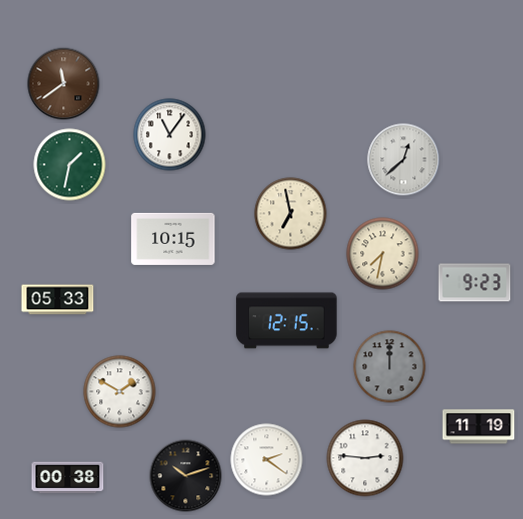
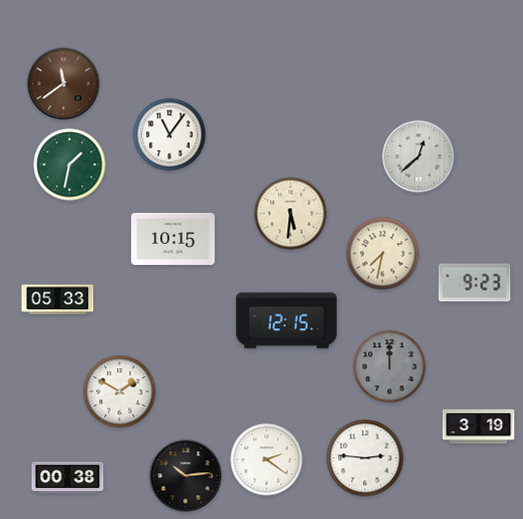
clock at (404, 160) position: (404, 160) -> (419, 157)
clock at (291, 214): 6:58 -> 5:31
clock at (479, 427): 11:19 -> 3:19
clock at (186, 476): 10:12 -> 10:14
